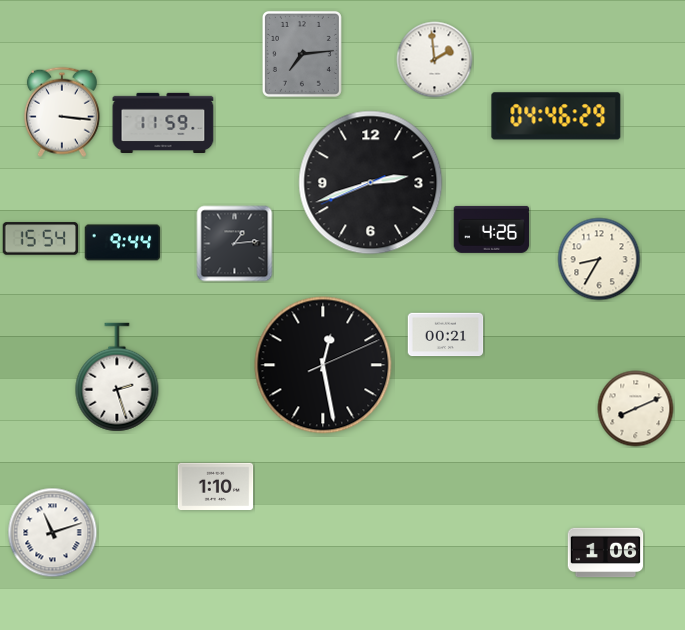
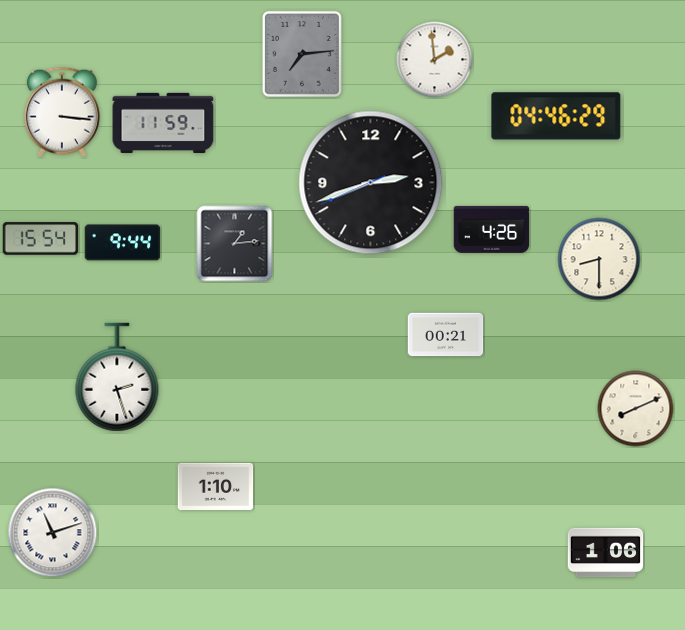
clock at (599, 259): 8:35 -> 8:30
clock at (323, 365): 12:28 -> none
